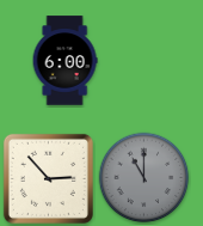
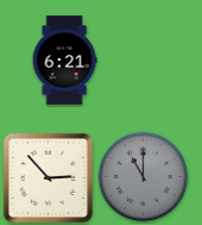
clock at (64, 61): 6:00 -> 6:21
